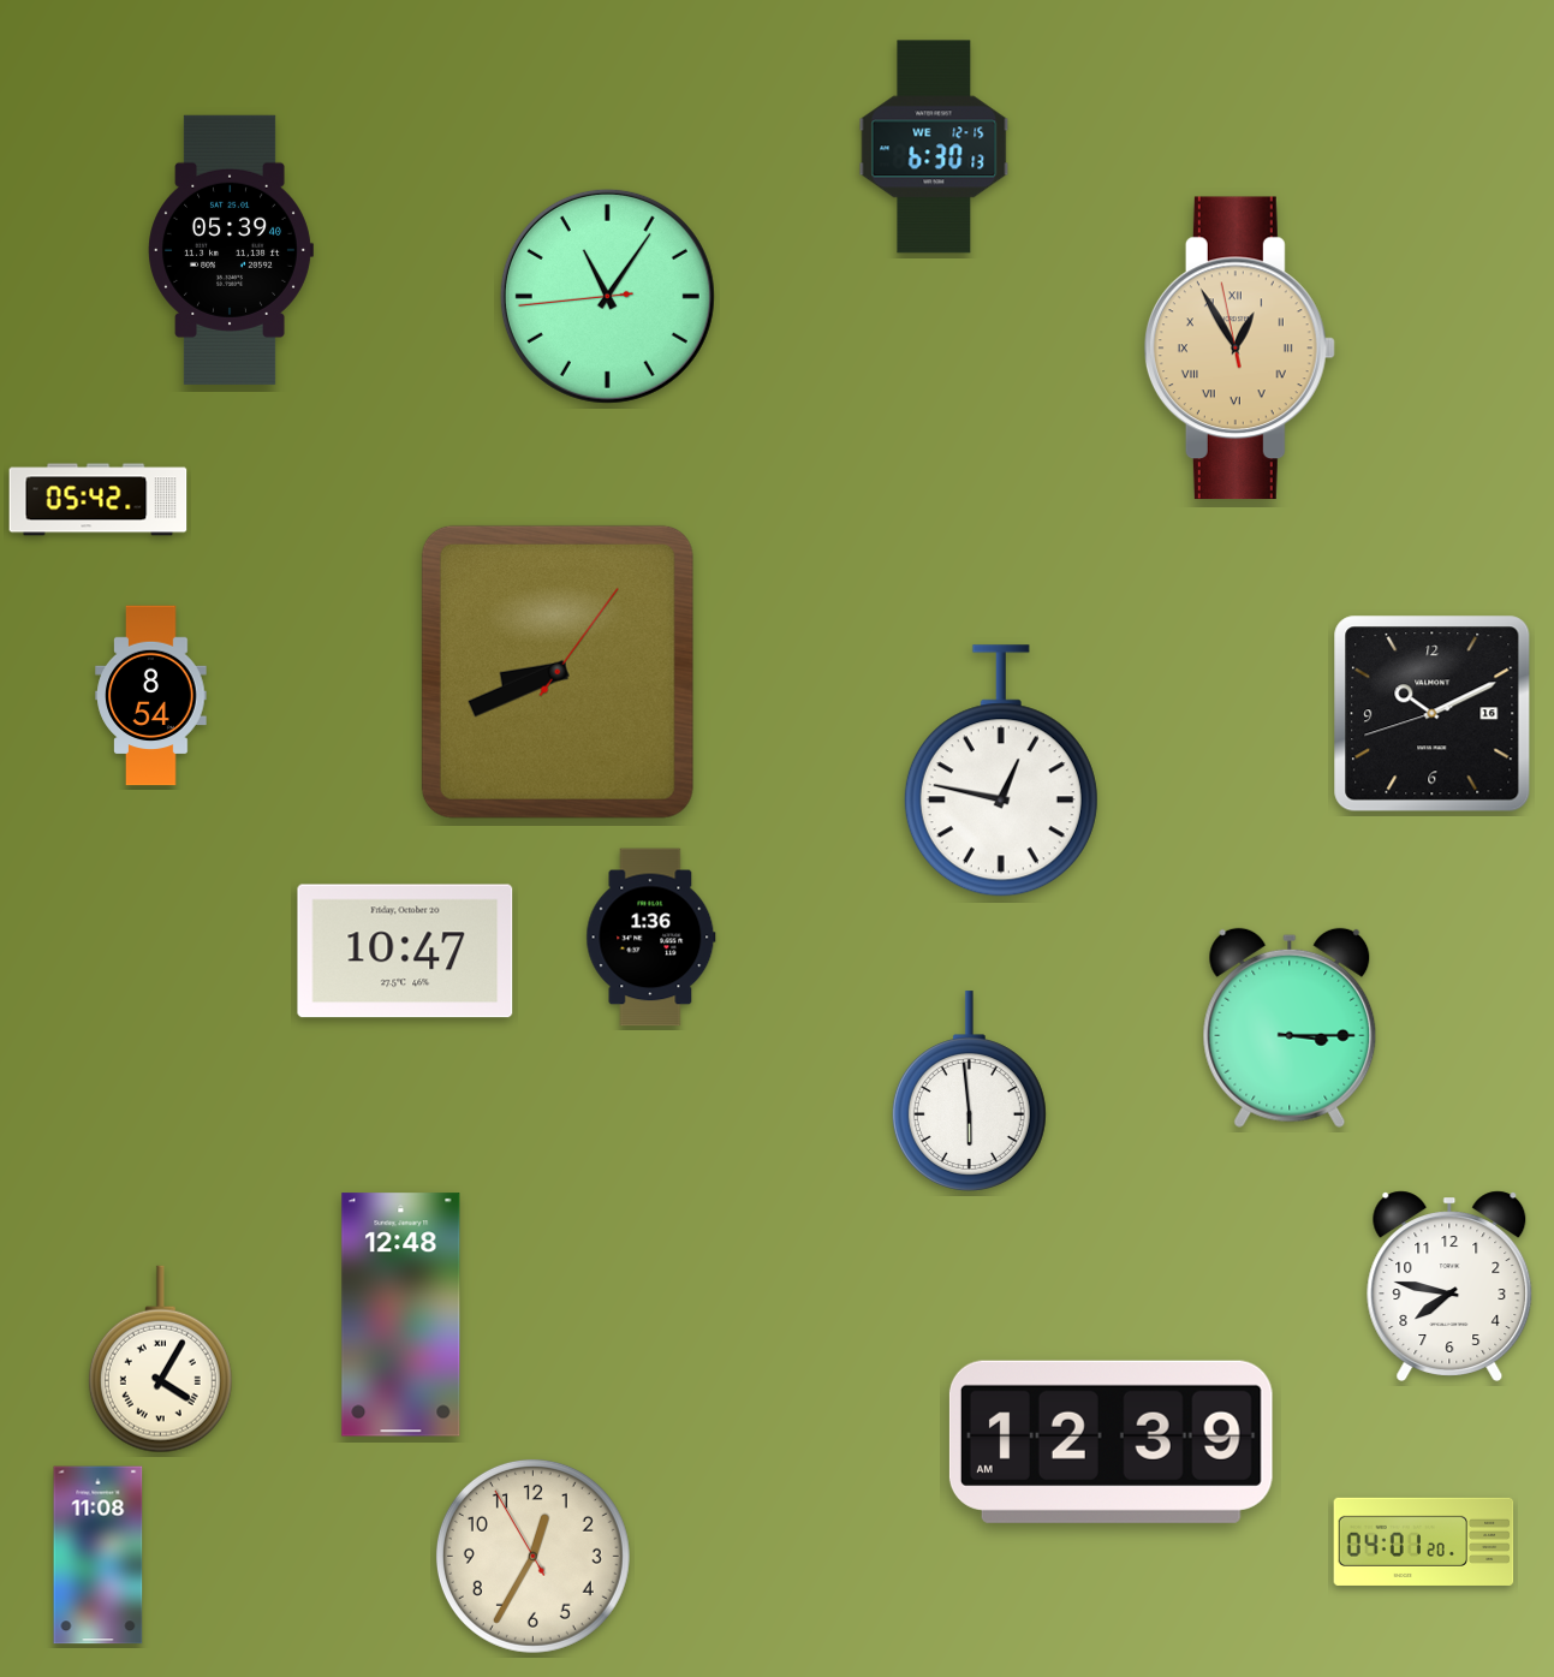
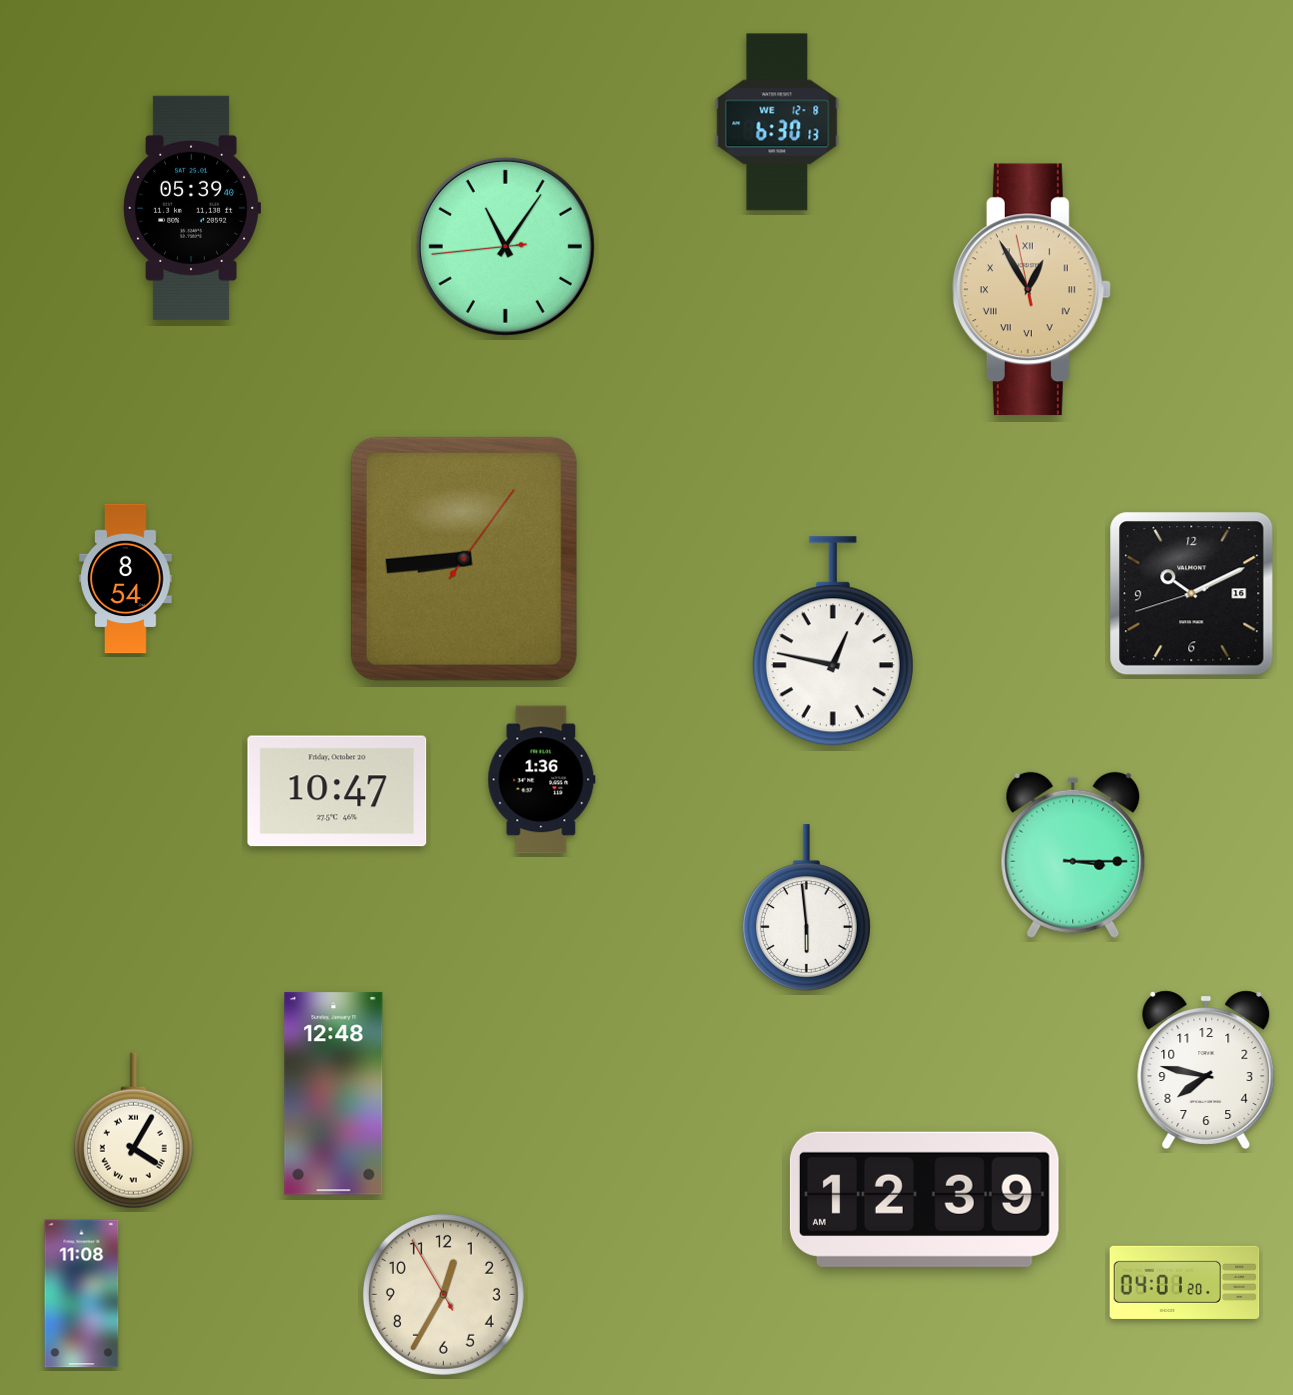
clock at (934, 147) date: WE 12-15 -> WE 12-8
clock at (99, 500): 05:42 -> none
clock at (558, 672): 8:41 -> 8:44
